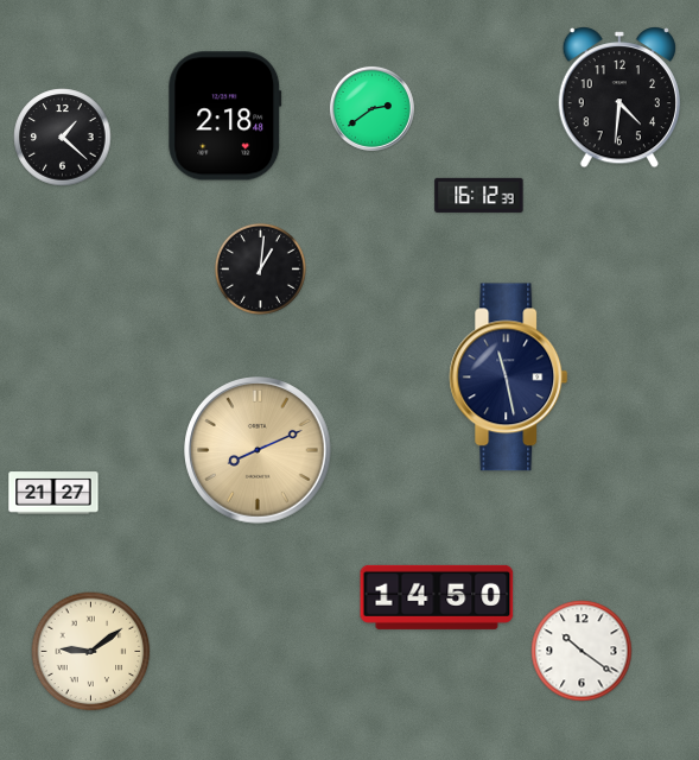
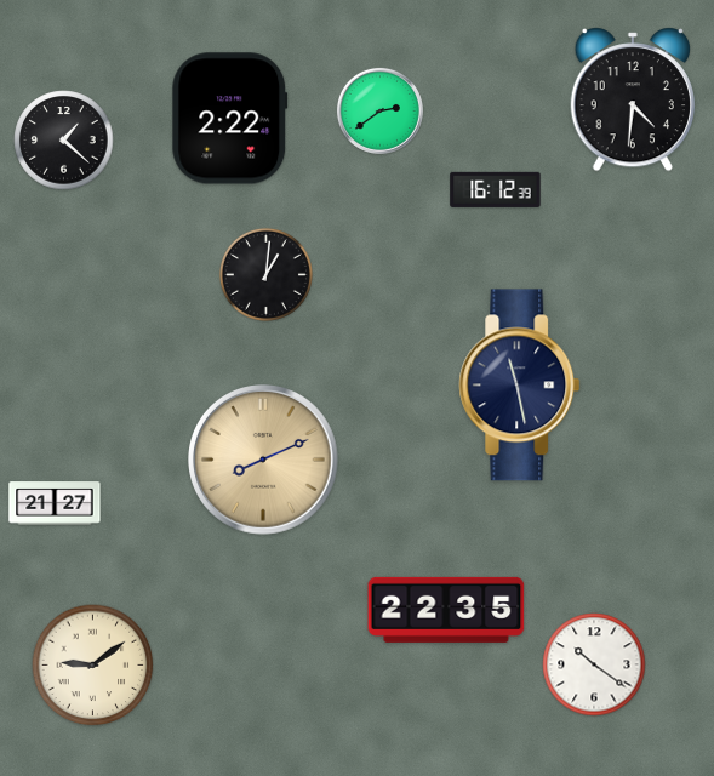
clock at (225, 116): 2:18 -> 2:22
clock at (479, 195) position: (479, 195) -> (496, 189)
clock at (437, 597): 14:50 -> 22:35
